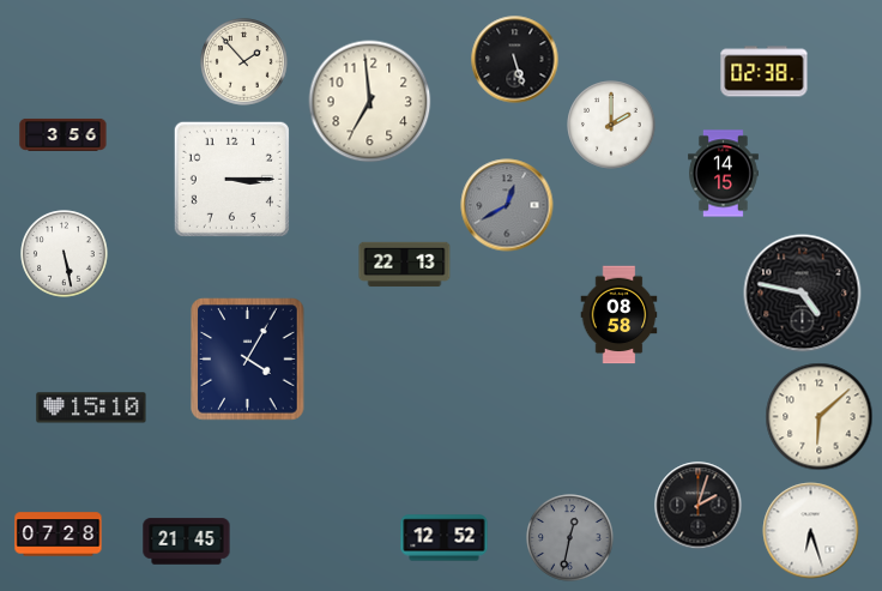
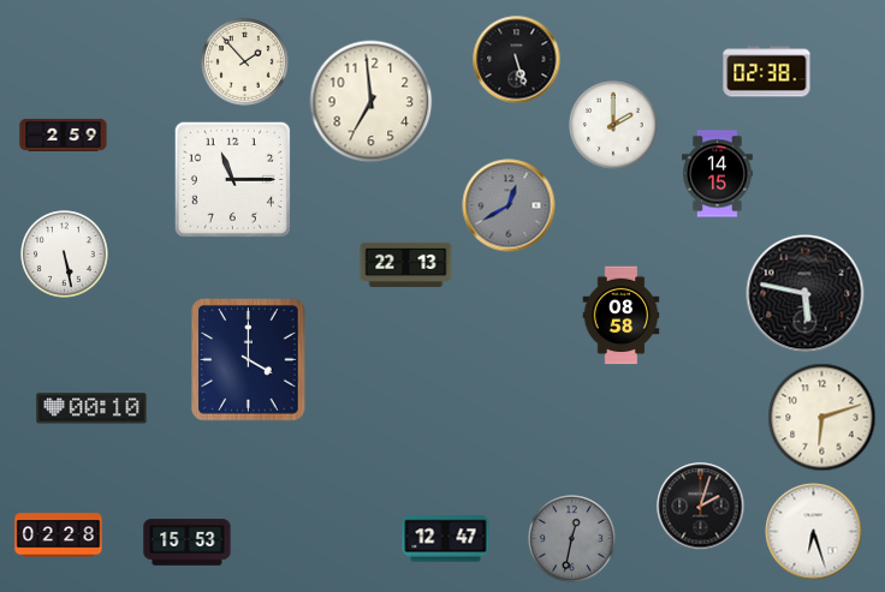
clock at (64, 134): 3:56 -> 2:59
clock at (724, 174) position: (724, 174) -> (718, 174)
clock at (231, 179): 3:15 -> 11:15
clock at (803, 294): 4:47 -> 5:47
clock at (248, 360): 4:05 -> 4:00
clock at (91, 408): 15:10 -> 00:10
clock at (820, 417): 6:08 -> 6:12
clock at (59, 535): 07:28 -> 02:28
clock at (445, 538): 12:52 -> 12:47
clock at (187, 542): 21:45 -> 15:53
